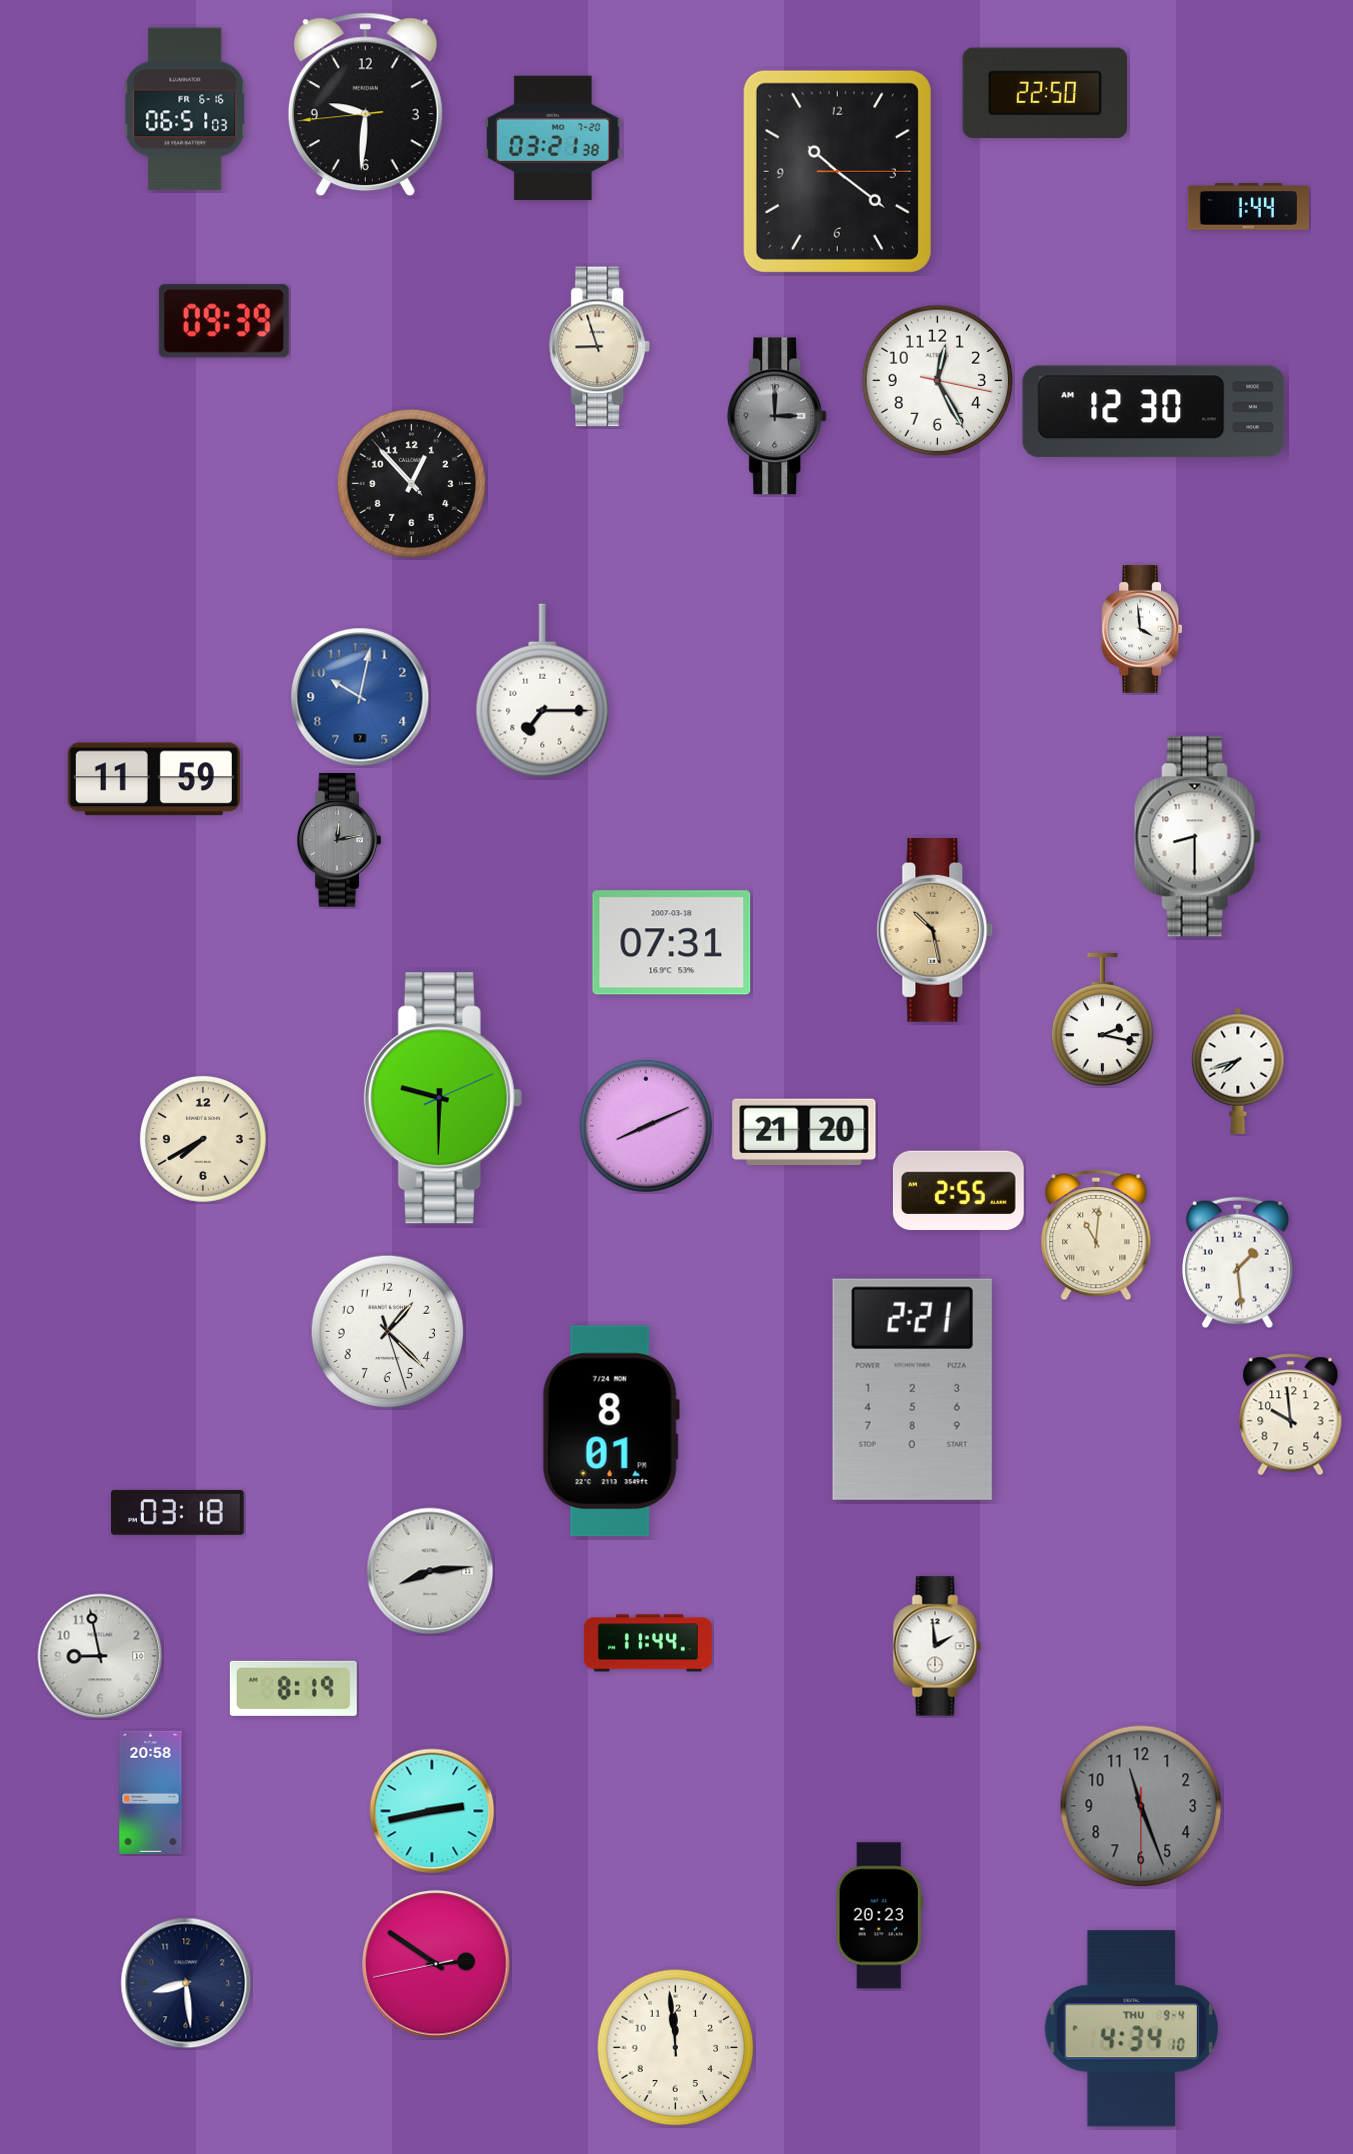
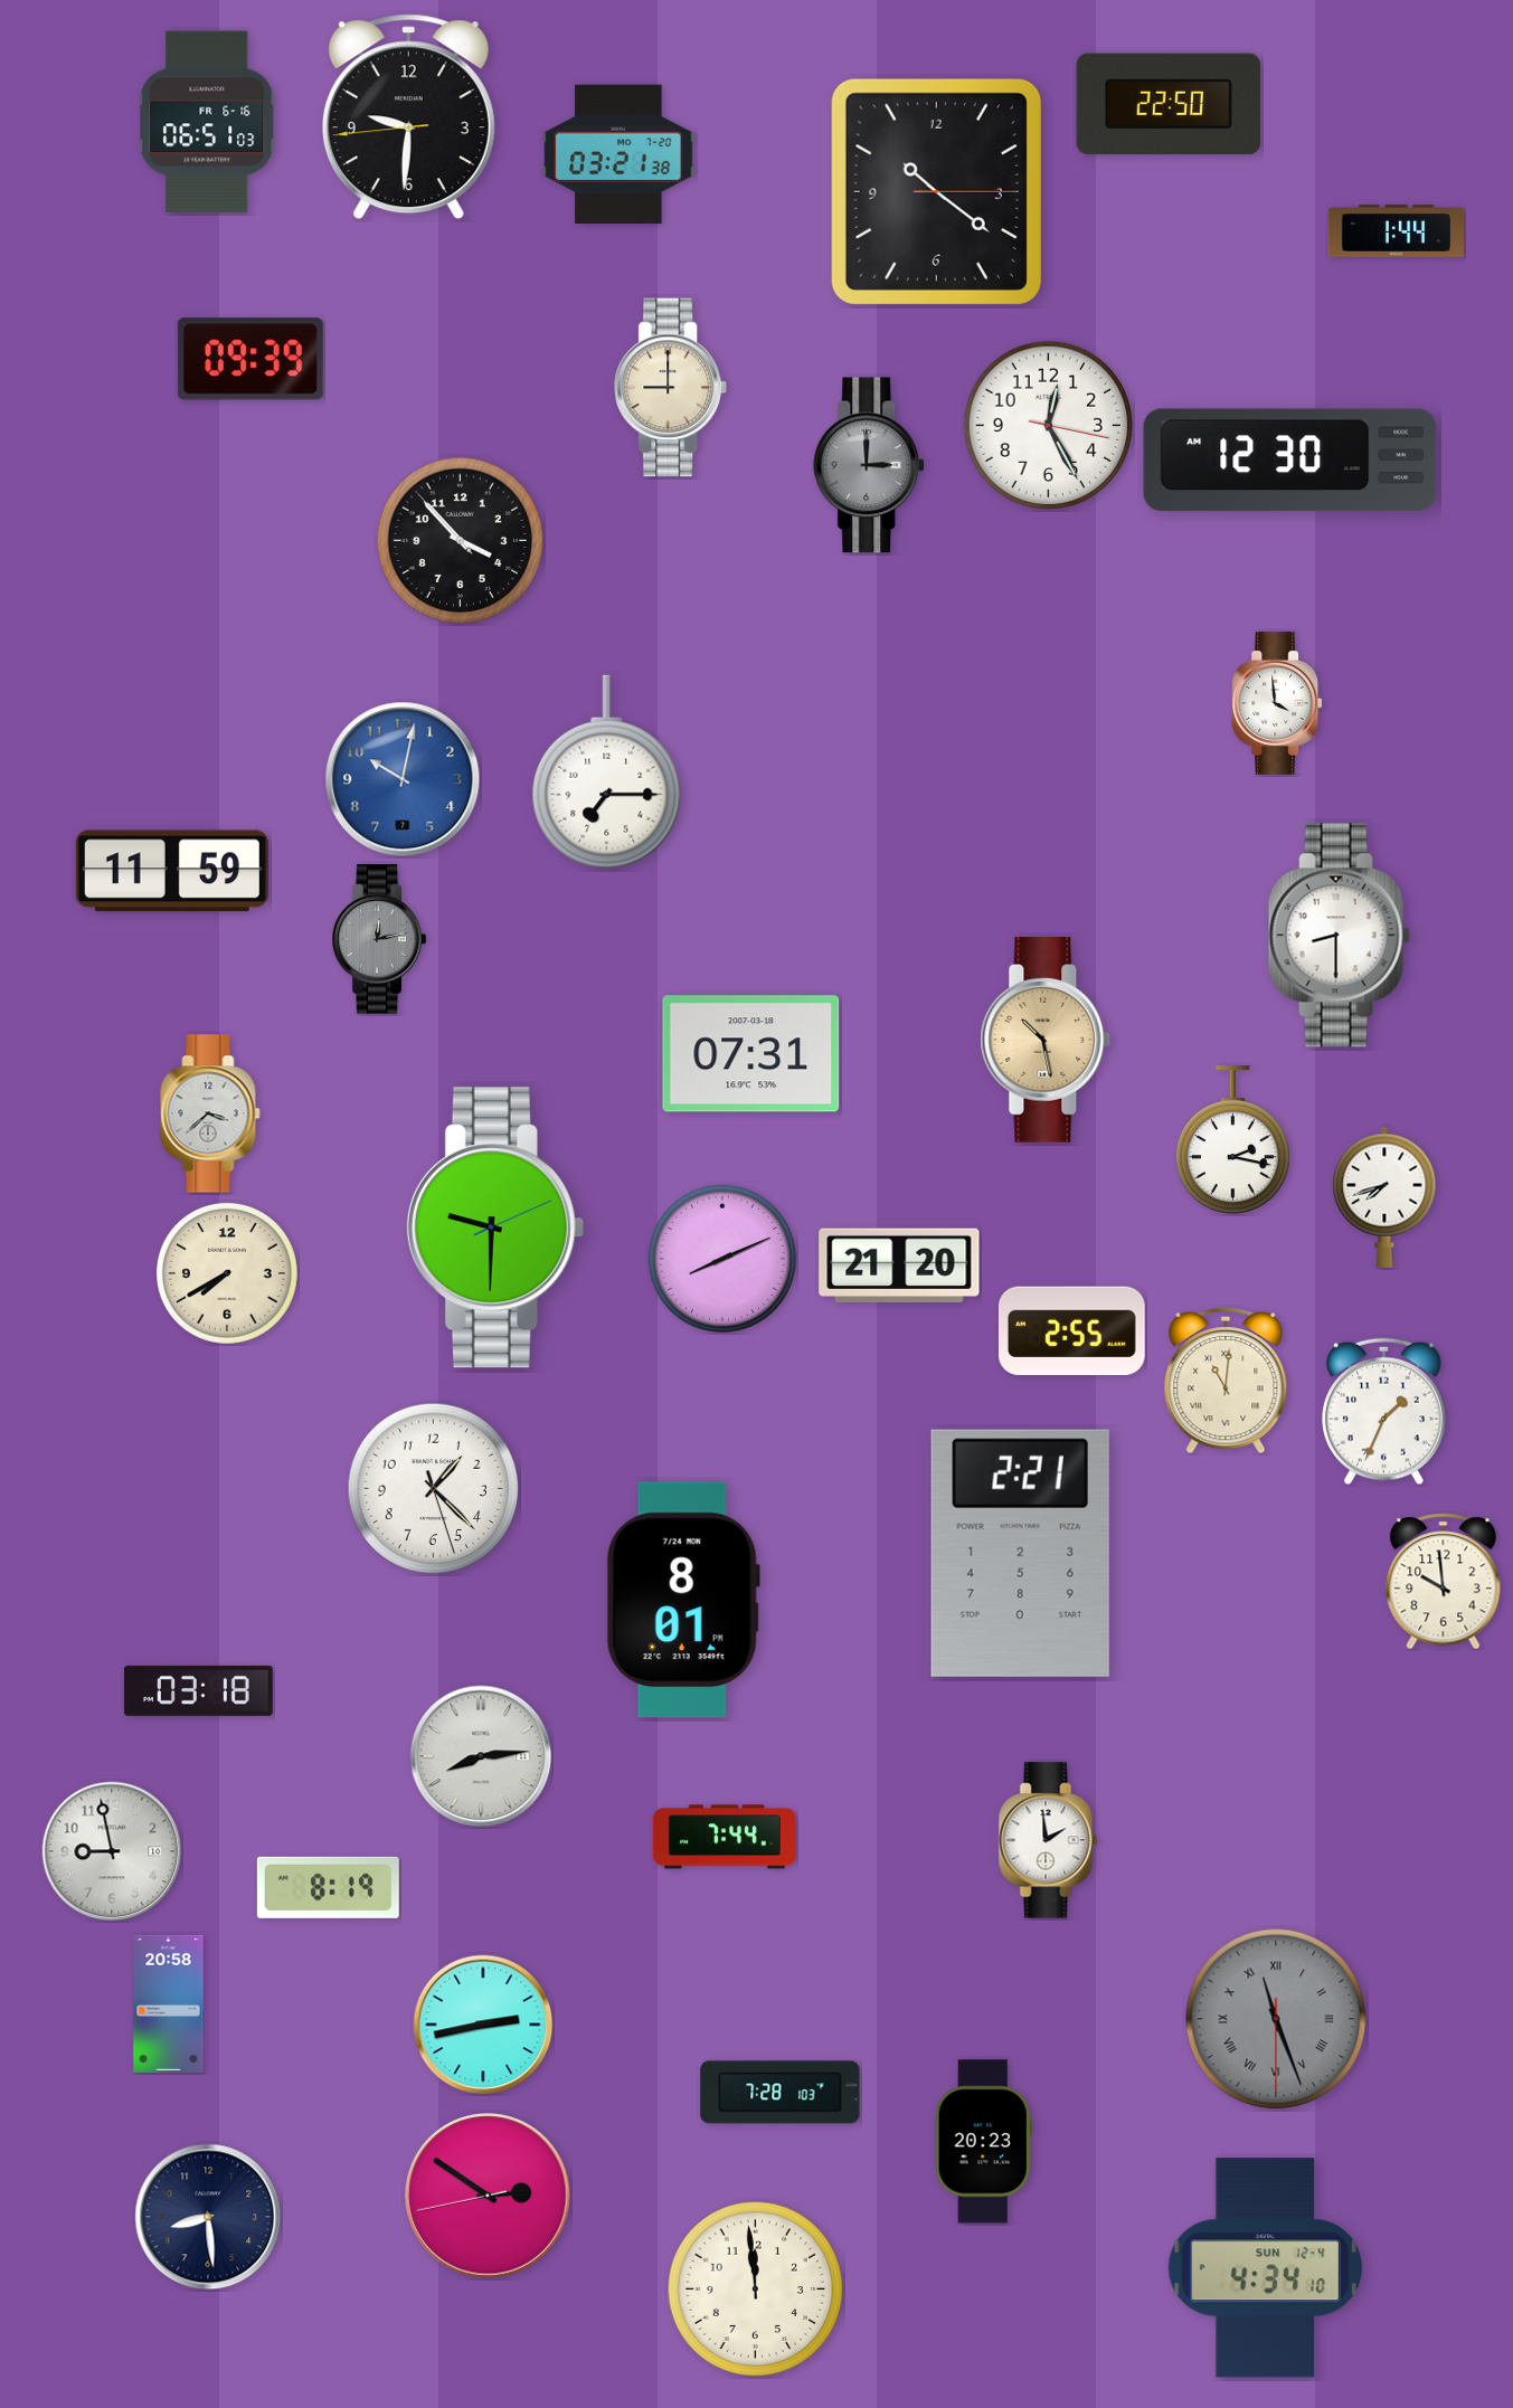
clock at (600, 347): 8:57 -> 9:00
clock at (411, 483): 12:52 -> 3:52
clock at (210, 1113): none -> 3:38
clock at (1238, 1263): 1:29 -> 1:34
clock at (648, 1643): 11:44 -> 7:44
clock at (1141, 1806) numerals: Arabic -> Roman
clock at (781, 2093): none -> 7:28
clock at (1132, 2029) date: THU 9-4 -> SUN 12-4
